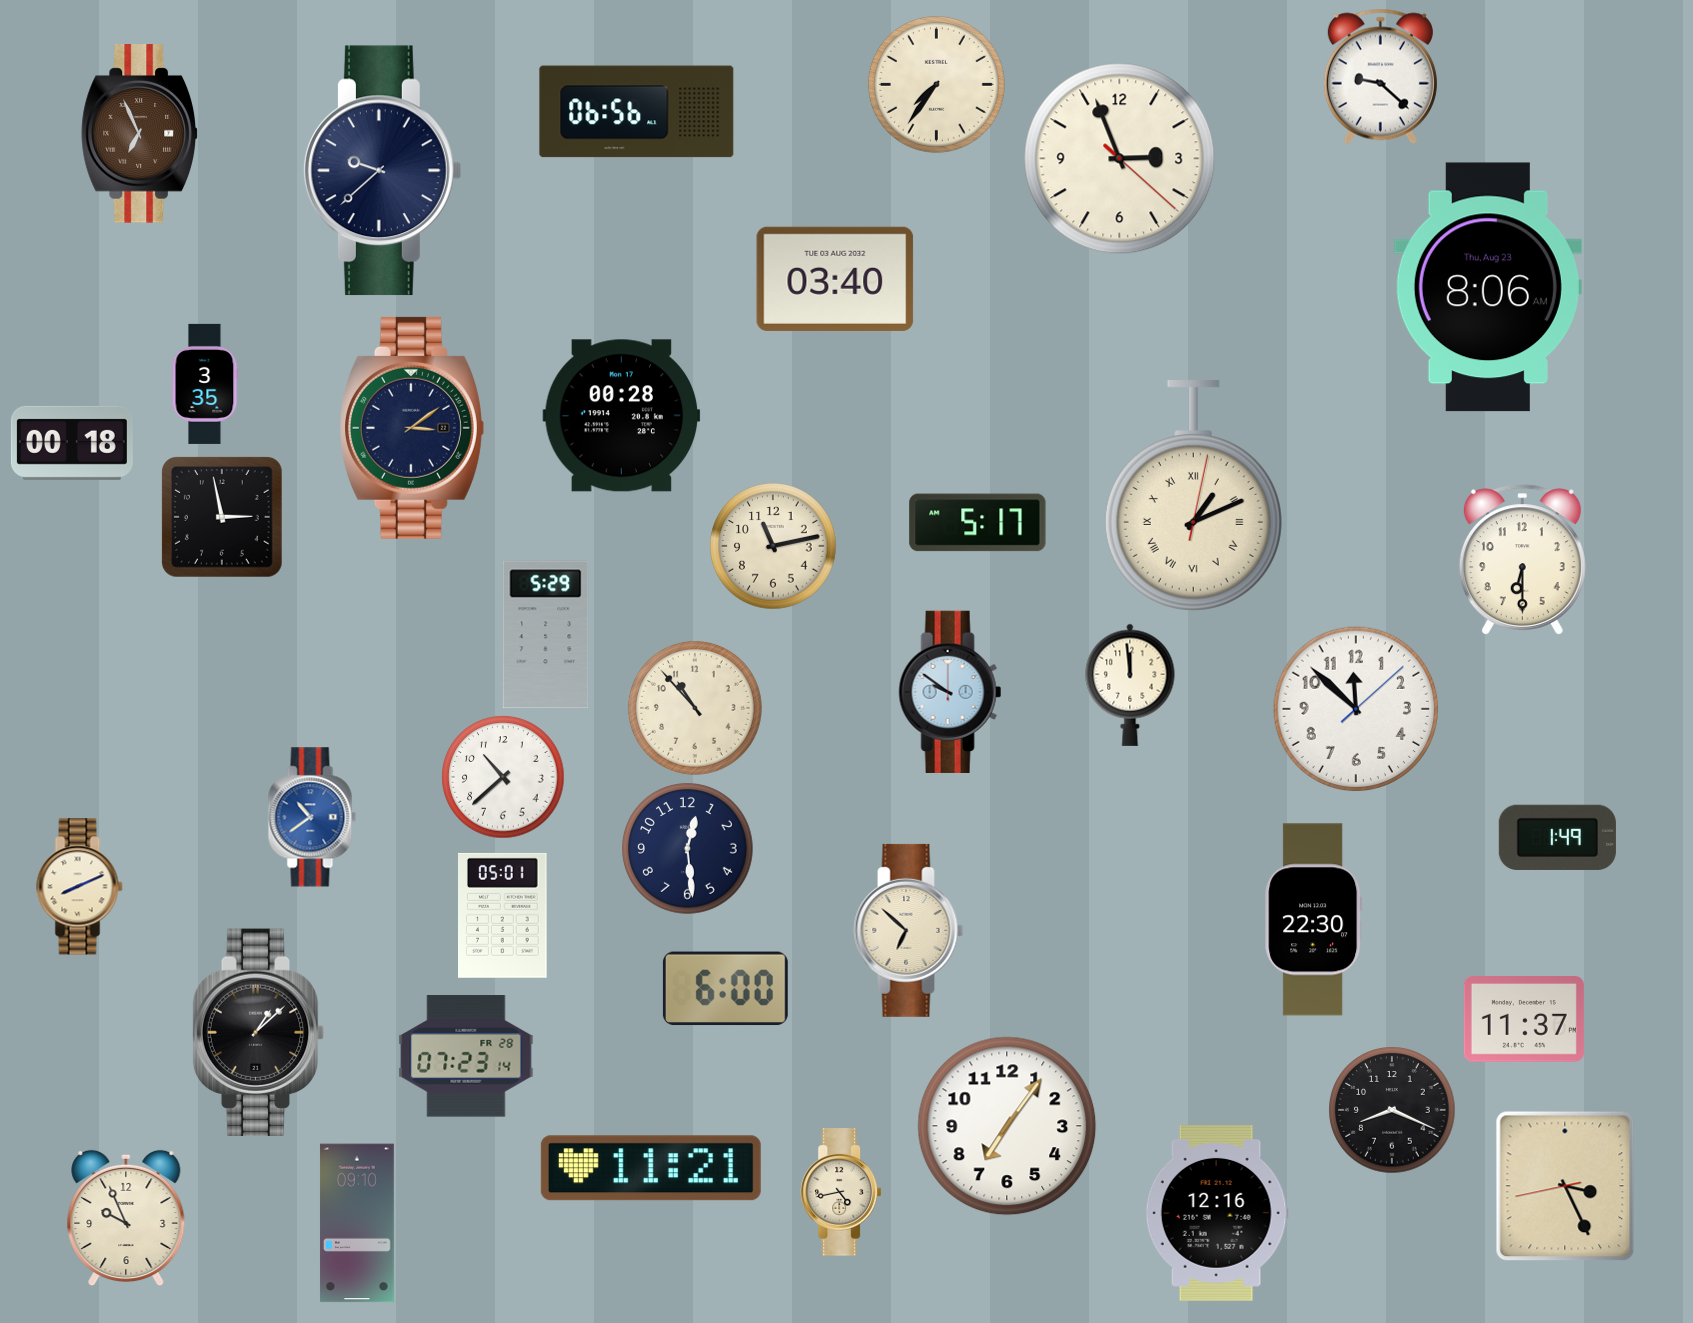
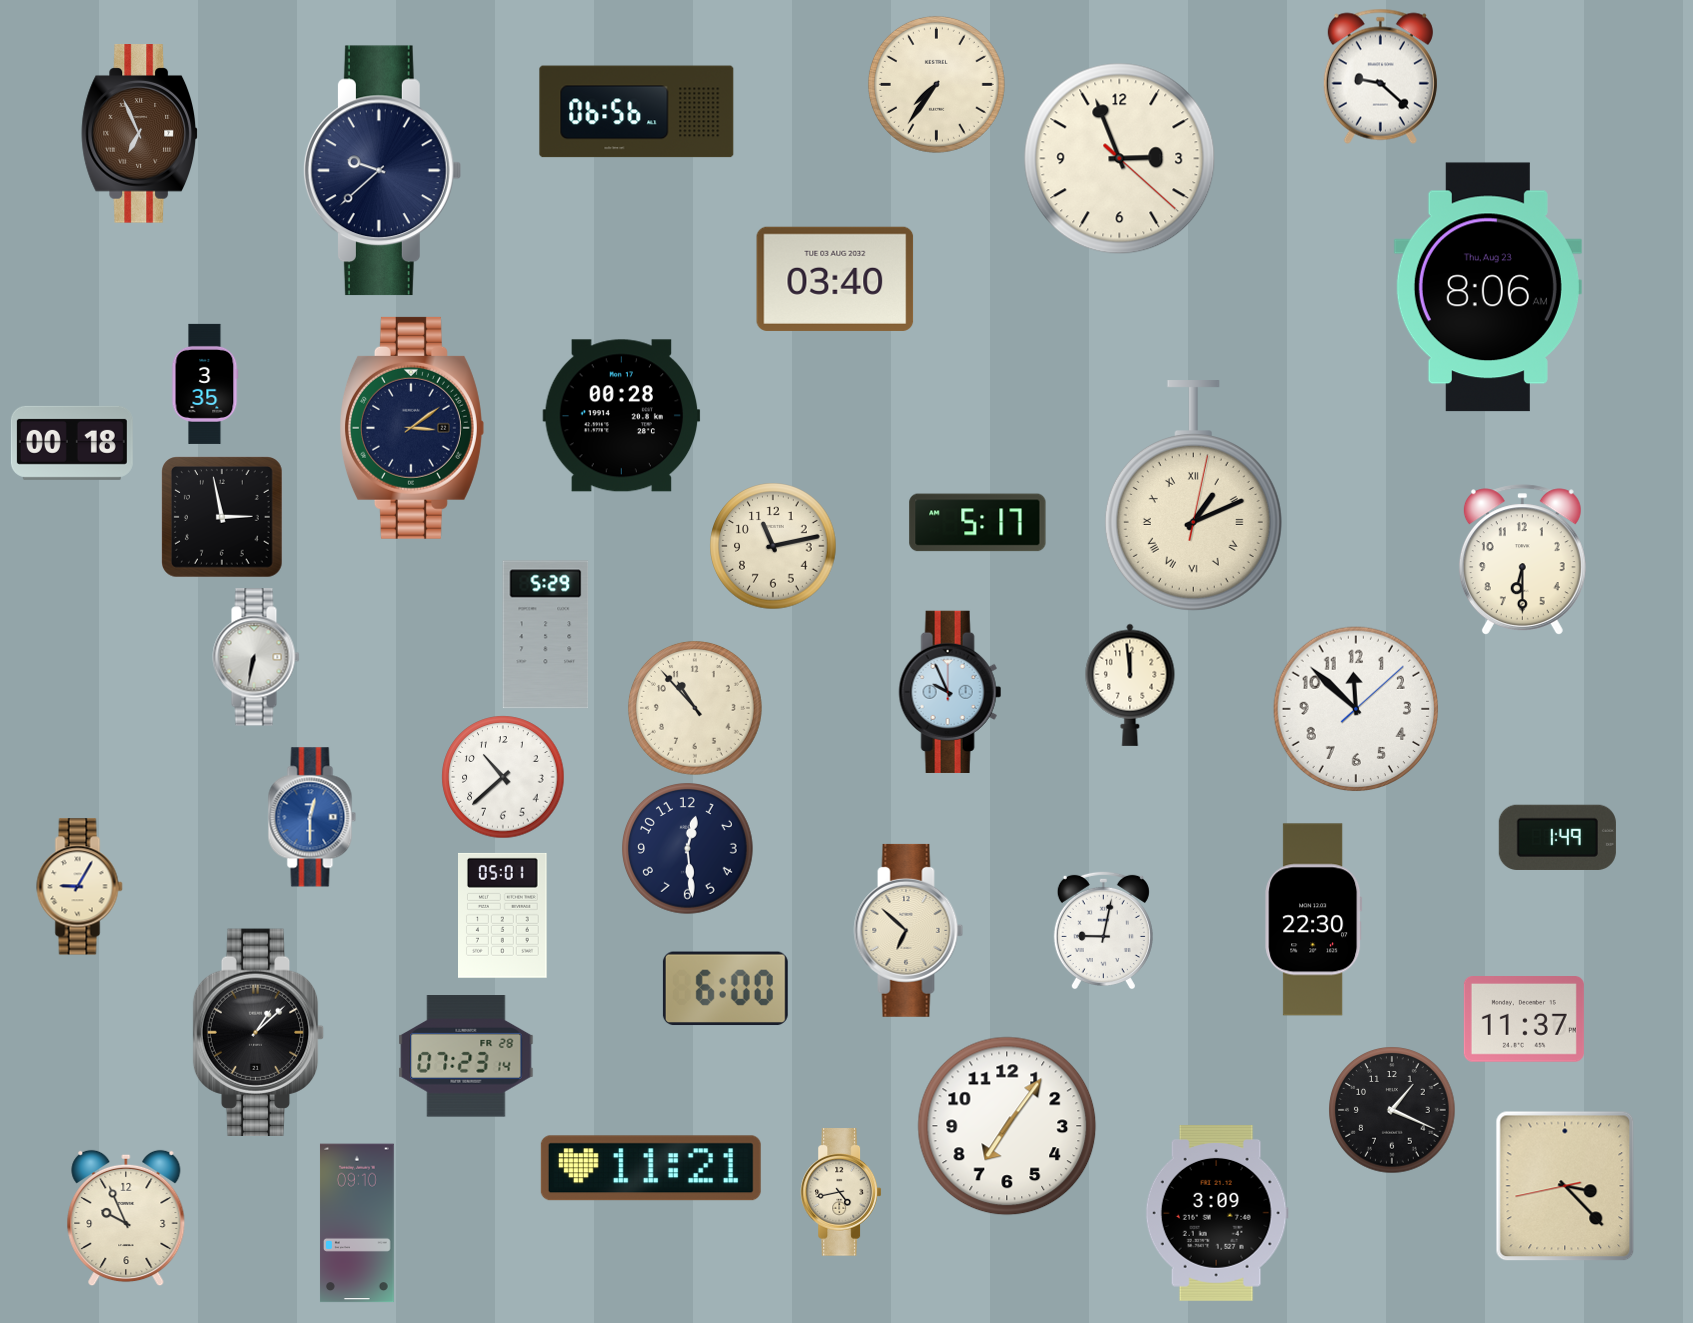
clock at (256, 657): none -> 6:32
clock at (950, 692): 9:51 -> 9:56
clock at (312, 817): 10:39 -> 12:30
clock at (80, 887): 8:11 -> 9:05
clock at (1103, 930): none -> 9:02
clock at (1392, 1110): 8:19 -> 1:19
clock at (1565, 1186): 3:25 -> 3:22
clock at (1217, 1214): 12:16 -> 3:09
